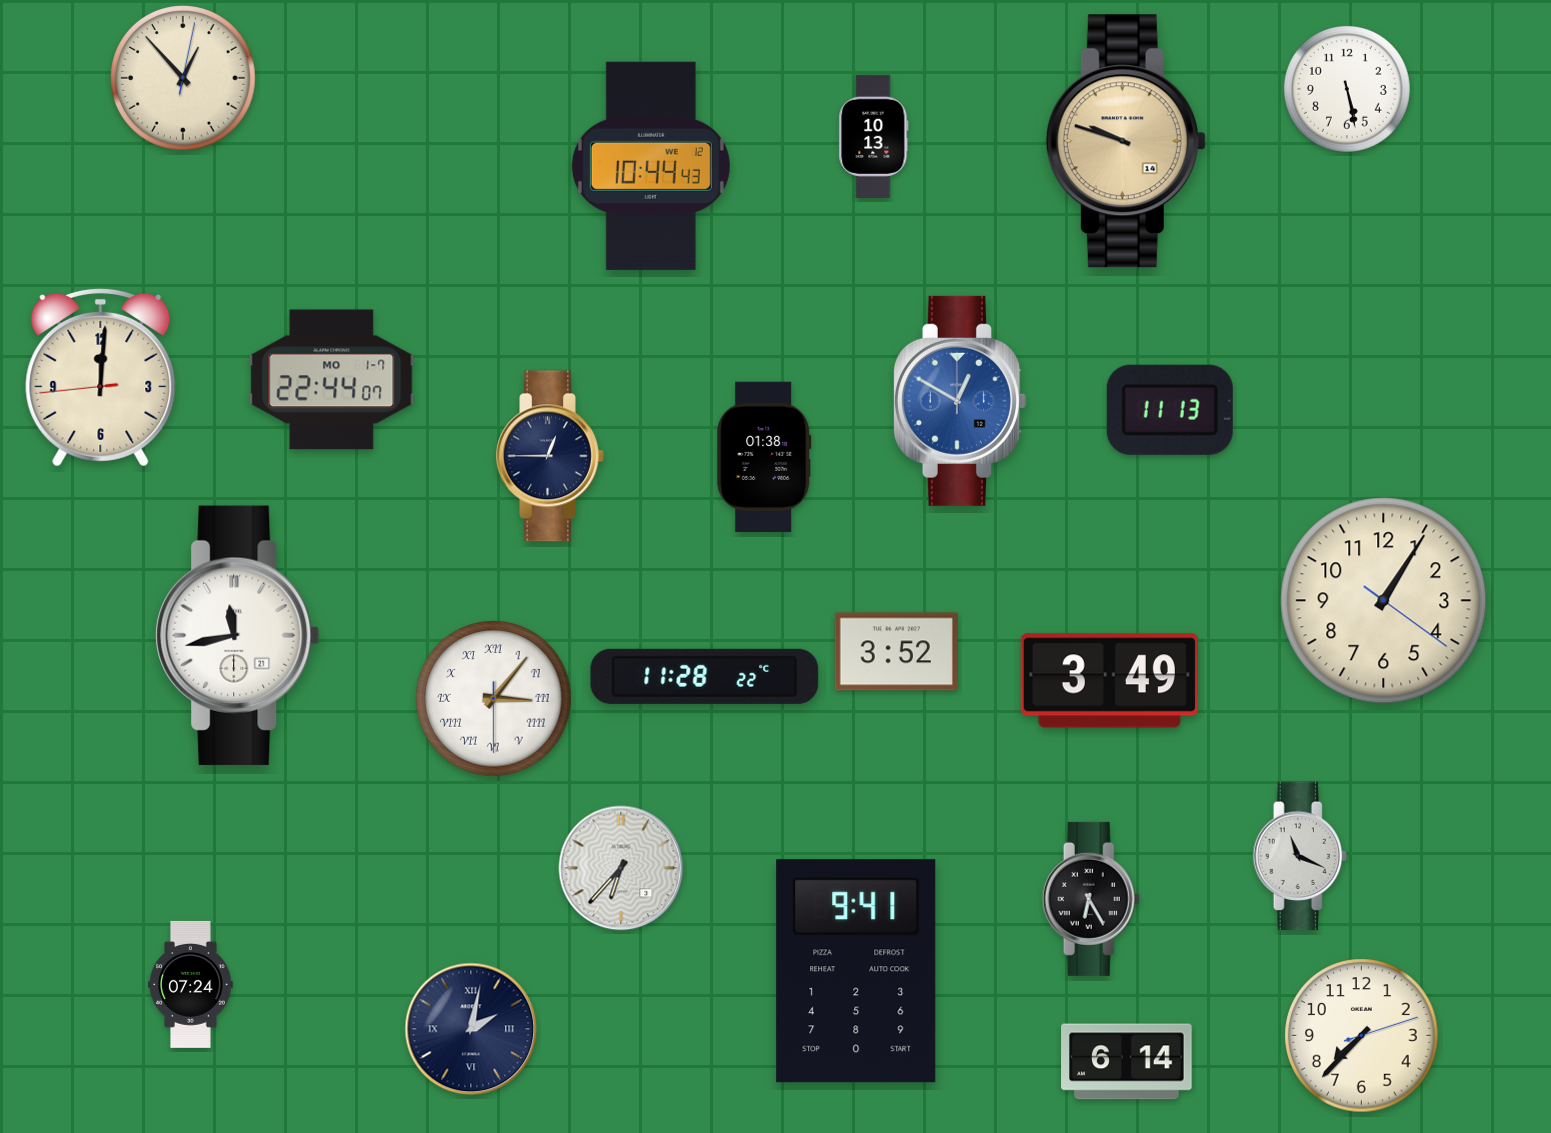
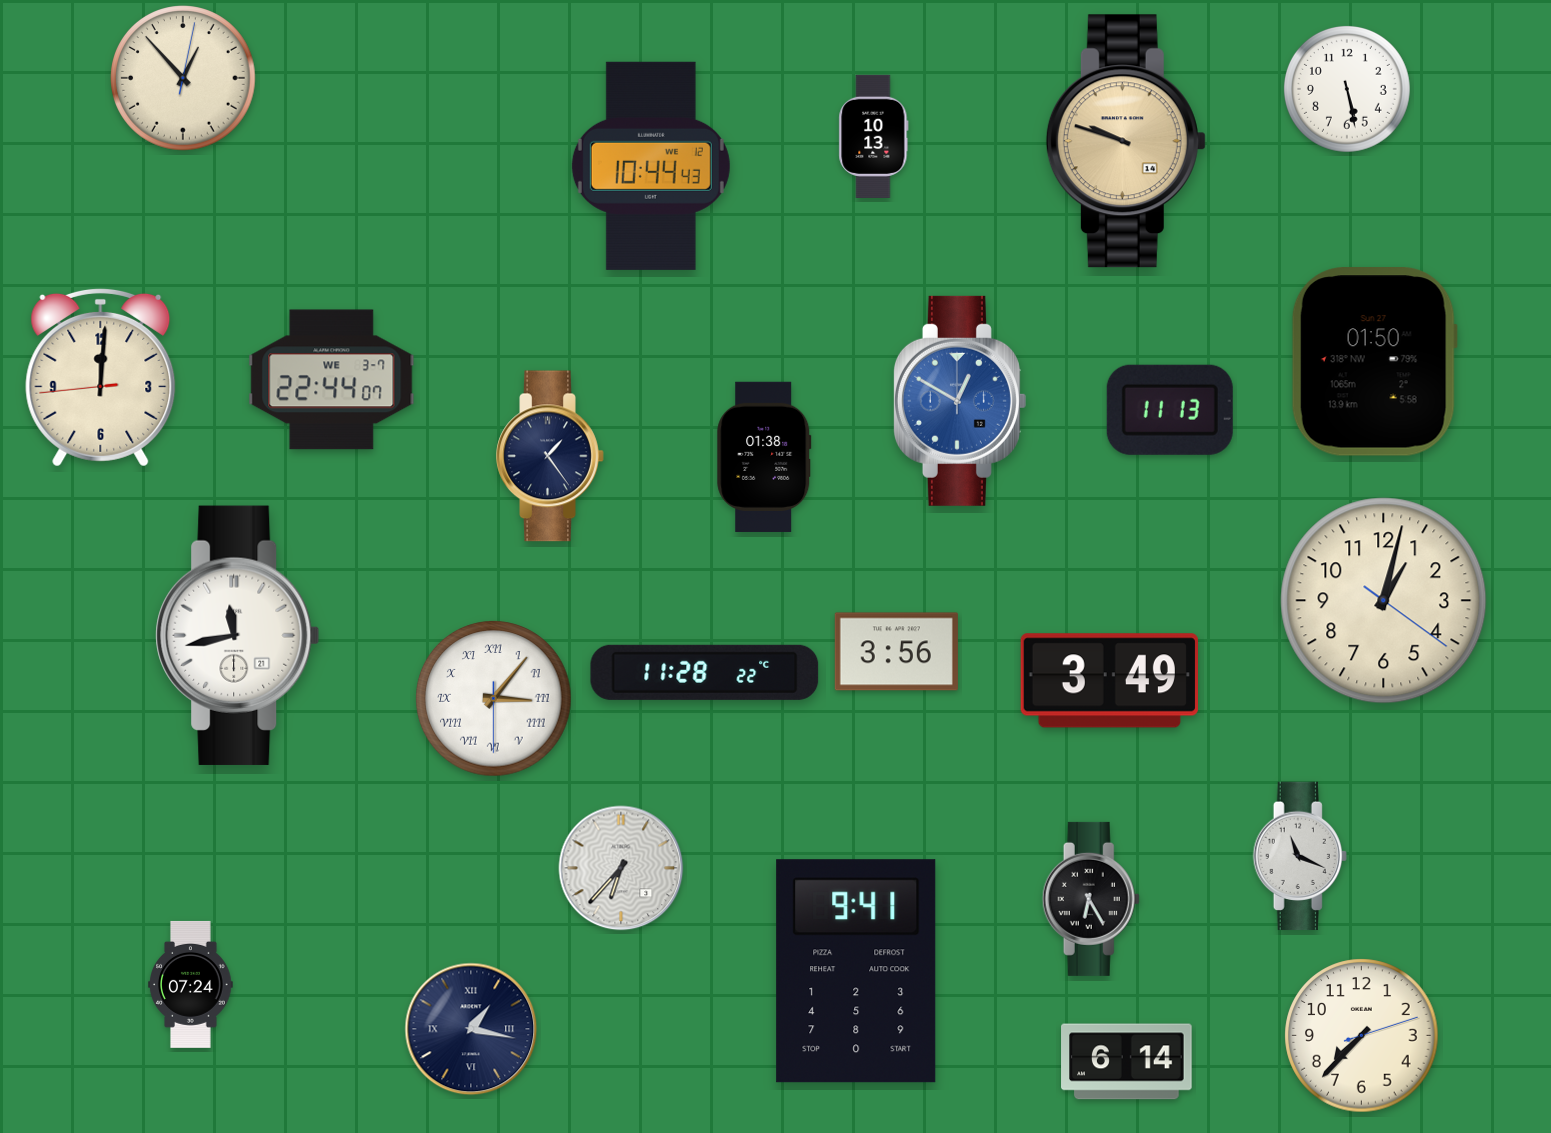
clock at (1374, 362): none -> 01:50
clock at (332, 380) date: MO 1-7 -> WE 3-7
clock at (550, 456): 12:45 -> 1:24
clock at (1384, 601): 1:05 -> 1:02
clock at (896, 652): 3:52 -> 3:56
clock at (705, 676) position: (705, 676) -> (705, 672)
clock at (471, 1029): 2:02 -> 1:17
